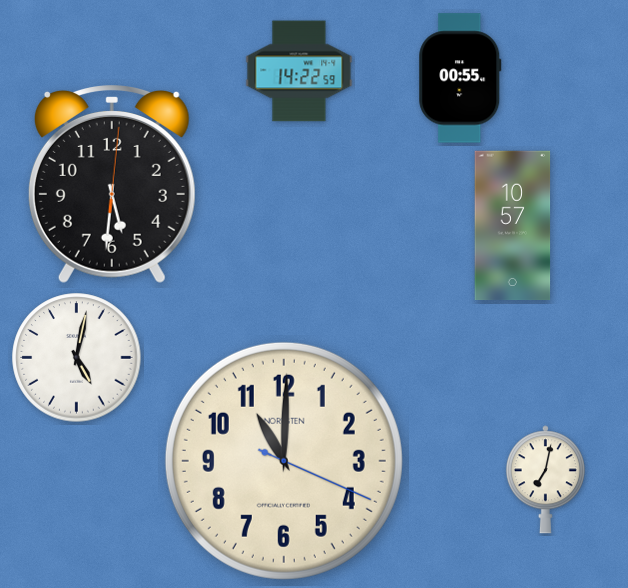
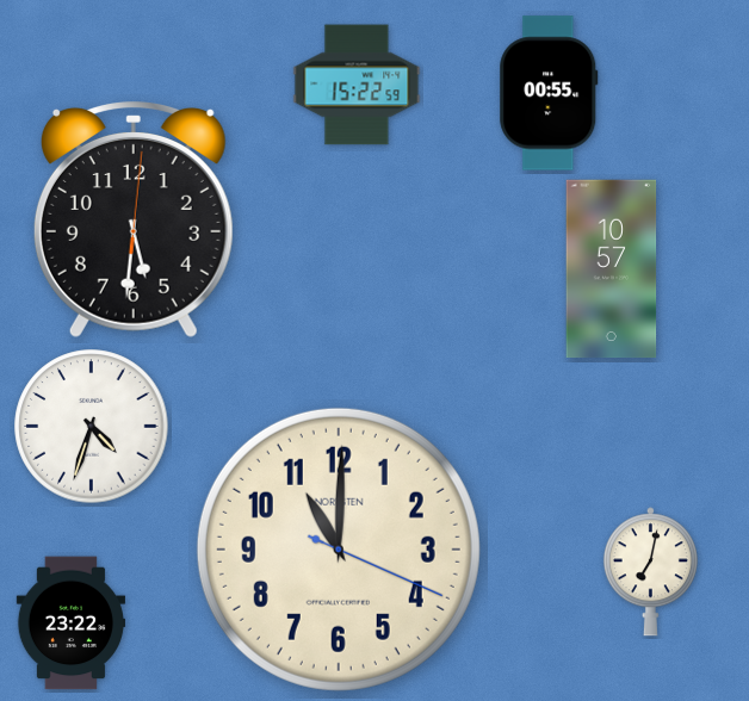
clock at (299, 71): 14:22 -> 15:22
clock at (77, 358): 5:02 -> 4:33
clock at (70, 624): none -> 23:22
